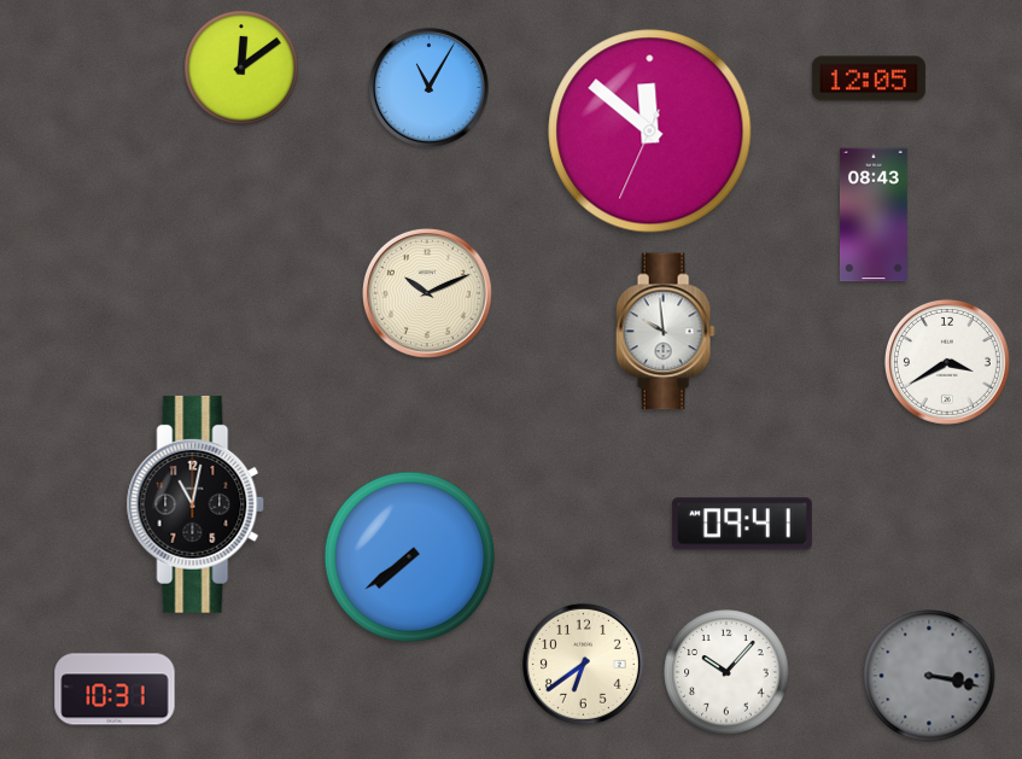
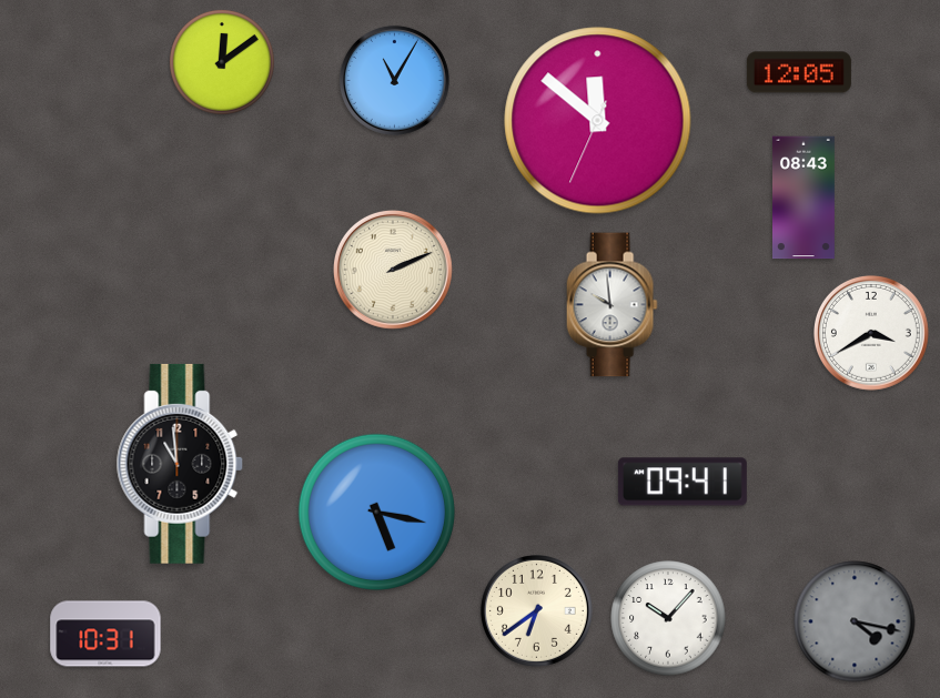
clock at (427, 293): 10:11 -> 2:11
clock at (195, 504): 11:02 -> 10:59
clock at (409, 556): 7:39 -> 5:17
clock at (929, 676): 3:17 -> 4:17
